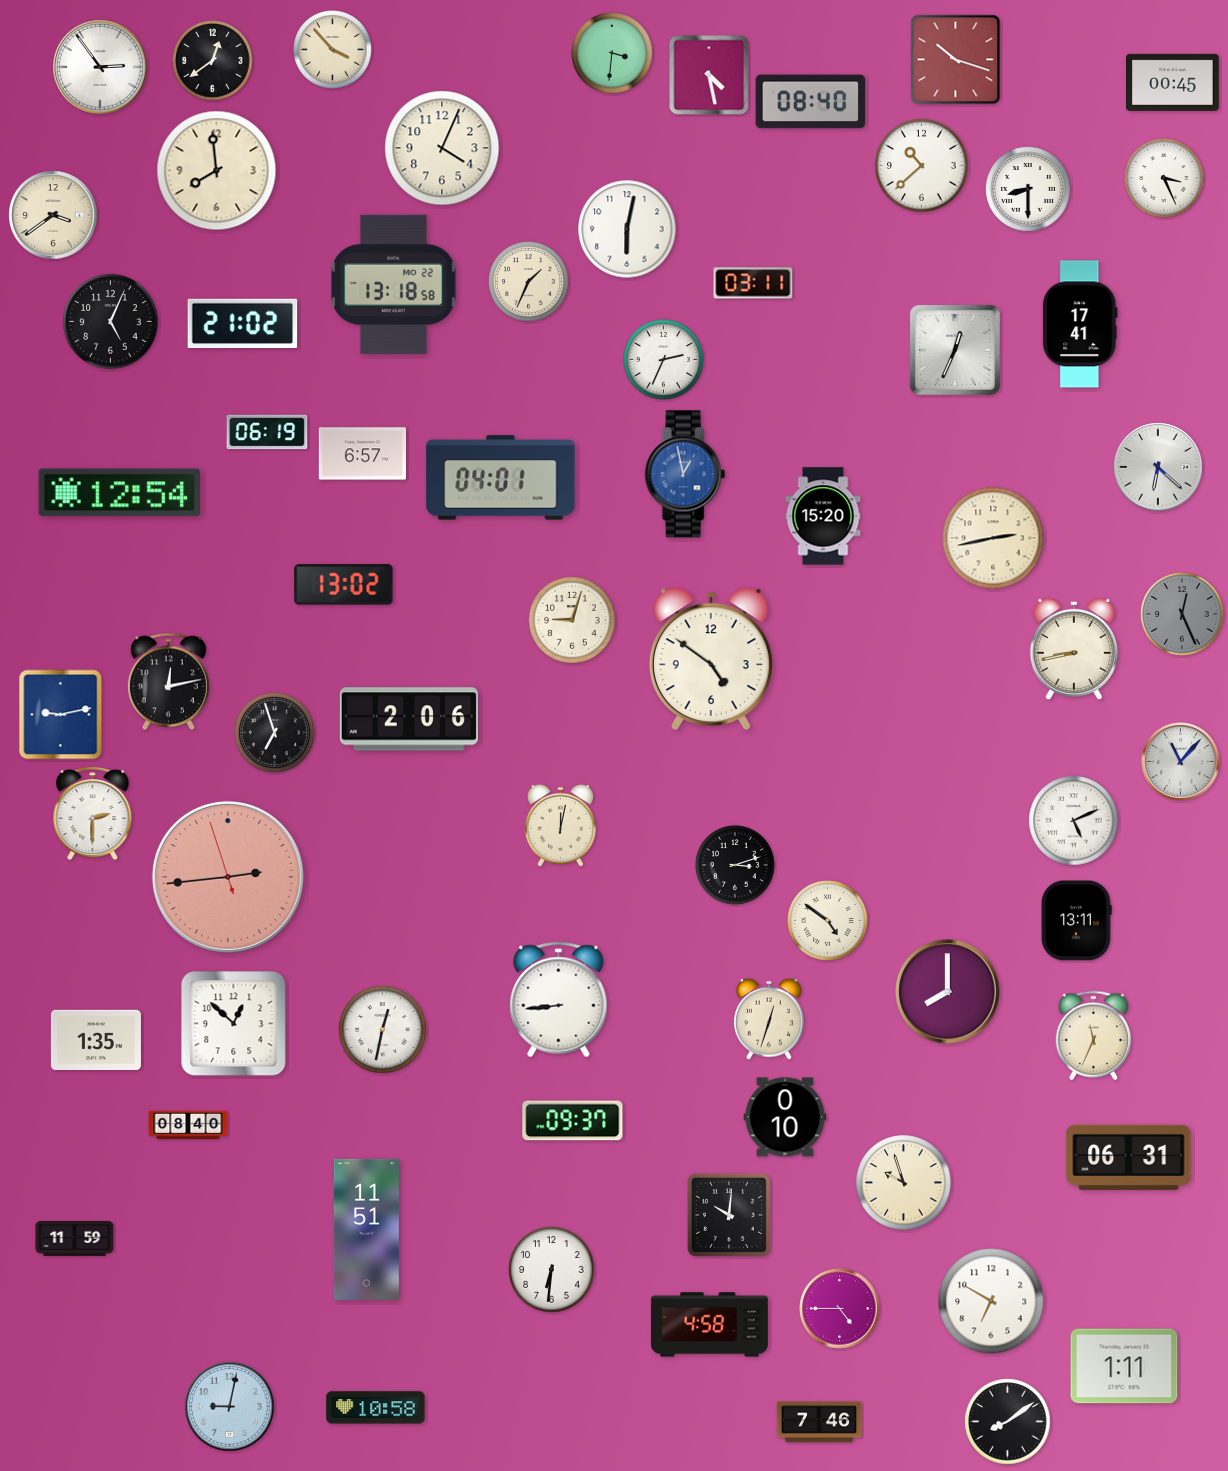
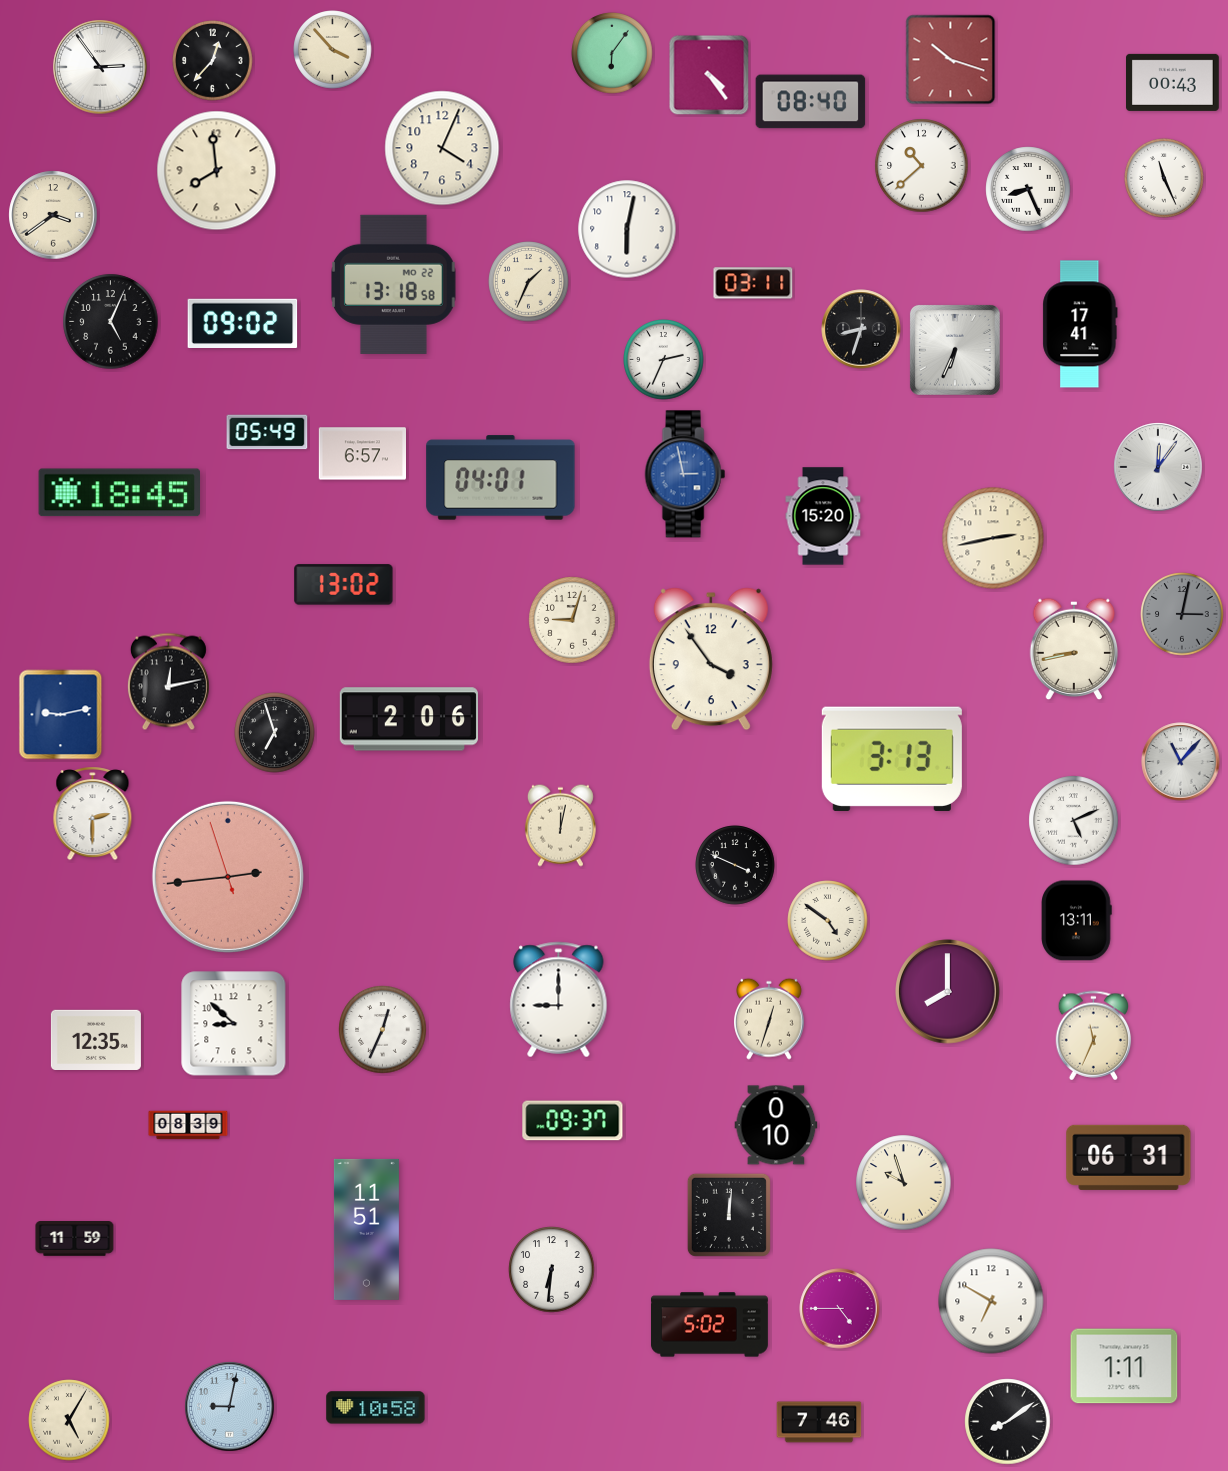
clock at (612, 53): 3:31 -> 6:06
clock at (956, 60) position: (956, 60) -> (951, 60)
clock at (213, 61): 12:39 -> 12:37
clock at (709, 75): 4:28 -> 4:24
clock at (1173, 82): 00:45 -> 00:43
clock at (1164, 178): 3:26 -> 11:26
clock at (1028, 189): 8:30 -> 8:26
clock at (243, 323): 21:02 -> 09:02
clock at (861, 329): none -> 8:33
clock at (955, 350): 12:34 -> 6:34
clock at (267, 432): 06:19 -> 05:49
clock at (1158, 467): 6:22 -> 12:06
clock at (685, 474): 12:58 -> 2:58
clock at (119, 493): 12:54 -> 18:45
clock at (1182, 614): 12:26 -> 3:02
clock at (711, 659): 4:51 -> 3:54
clock at (892, 758): none -> 3:13
clock at (735, 865): 3:12 -> 3:49
clock at (559, 1000): 8:44 -> 9:00
clock at (234, 1024): 12:52 -> 8:52
clock at (383, 1030): 12:32 -> 12:34
clock at (96, 1039): 1:35 -> 12:35
clock at (785, 1117) position: (785, 1117) -> (776, 1125)
clock at (188, 1125): 08:40 -> 08:39
clock at (729, 1215): 10:01 -> 12:01
clock at (709, 1325): 4:58 -> 5:02
clock at (69, 1420): none -> 5:05
